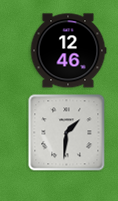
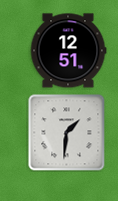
clock at (68, 51): 12:46 -> 12:51
